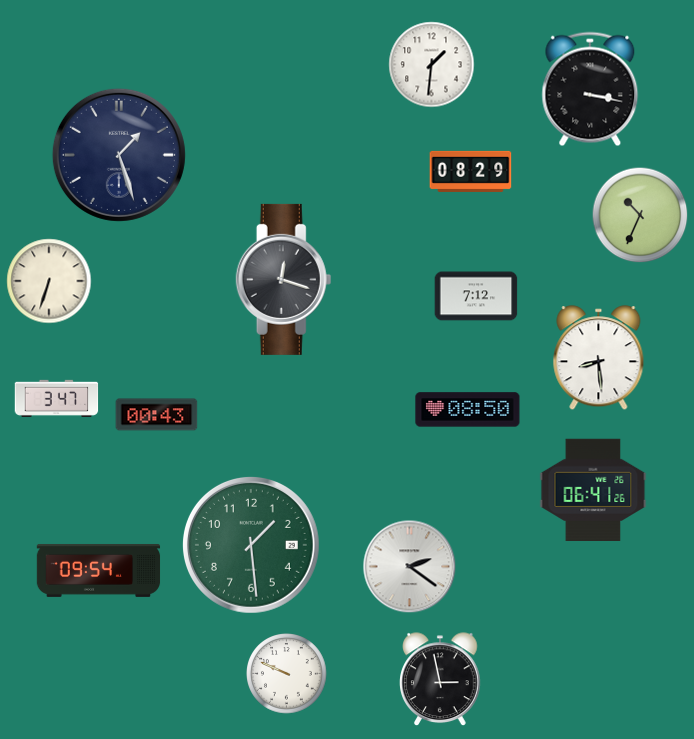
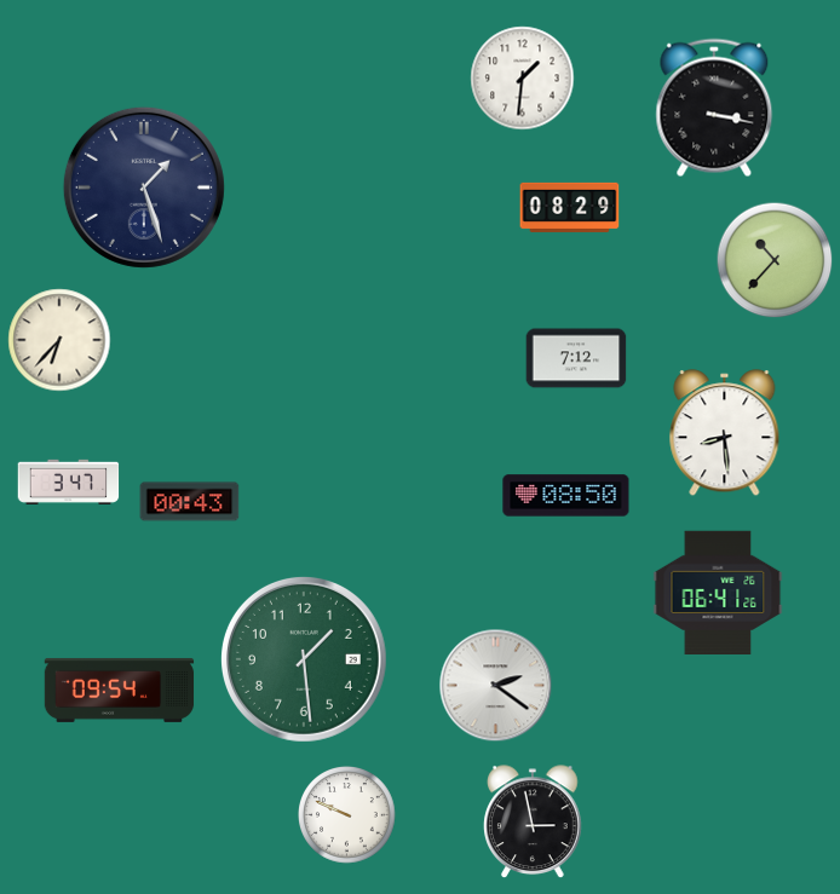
clock at (640, 215): 10:34 -> 10:37
clock at (284, 279): 12:18 -> none
clock at (49, 281): 6:33 -> 6:37
